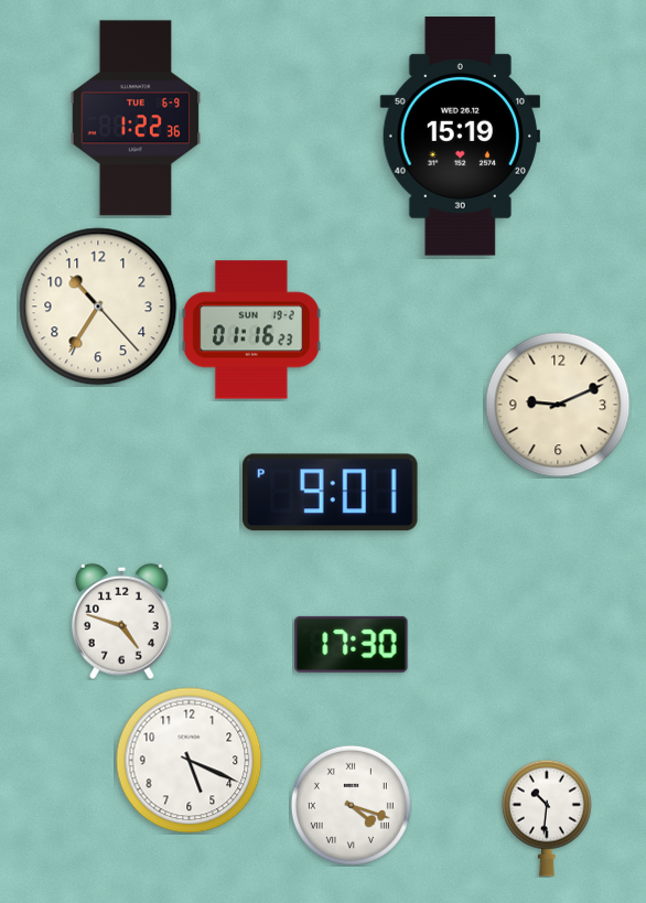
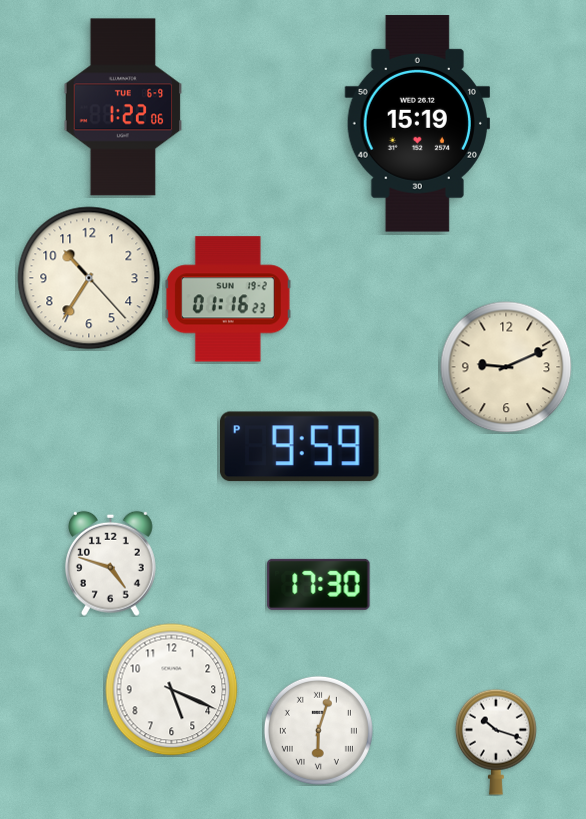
clock at (136, 118): 1:22:36 -> 1:22:06
clock at (331, 493): 9:01 -> 9:59
clock at (351, 805): 4:18 -> 6:03
clock at (547, 818): 10:31 -> 10:18
